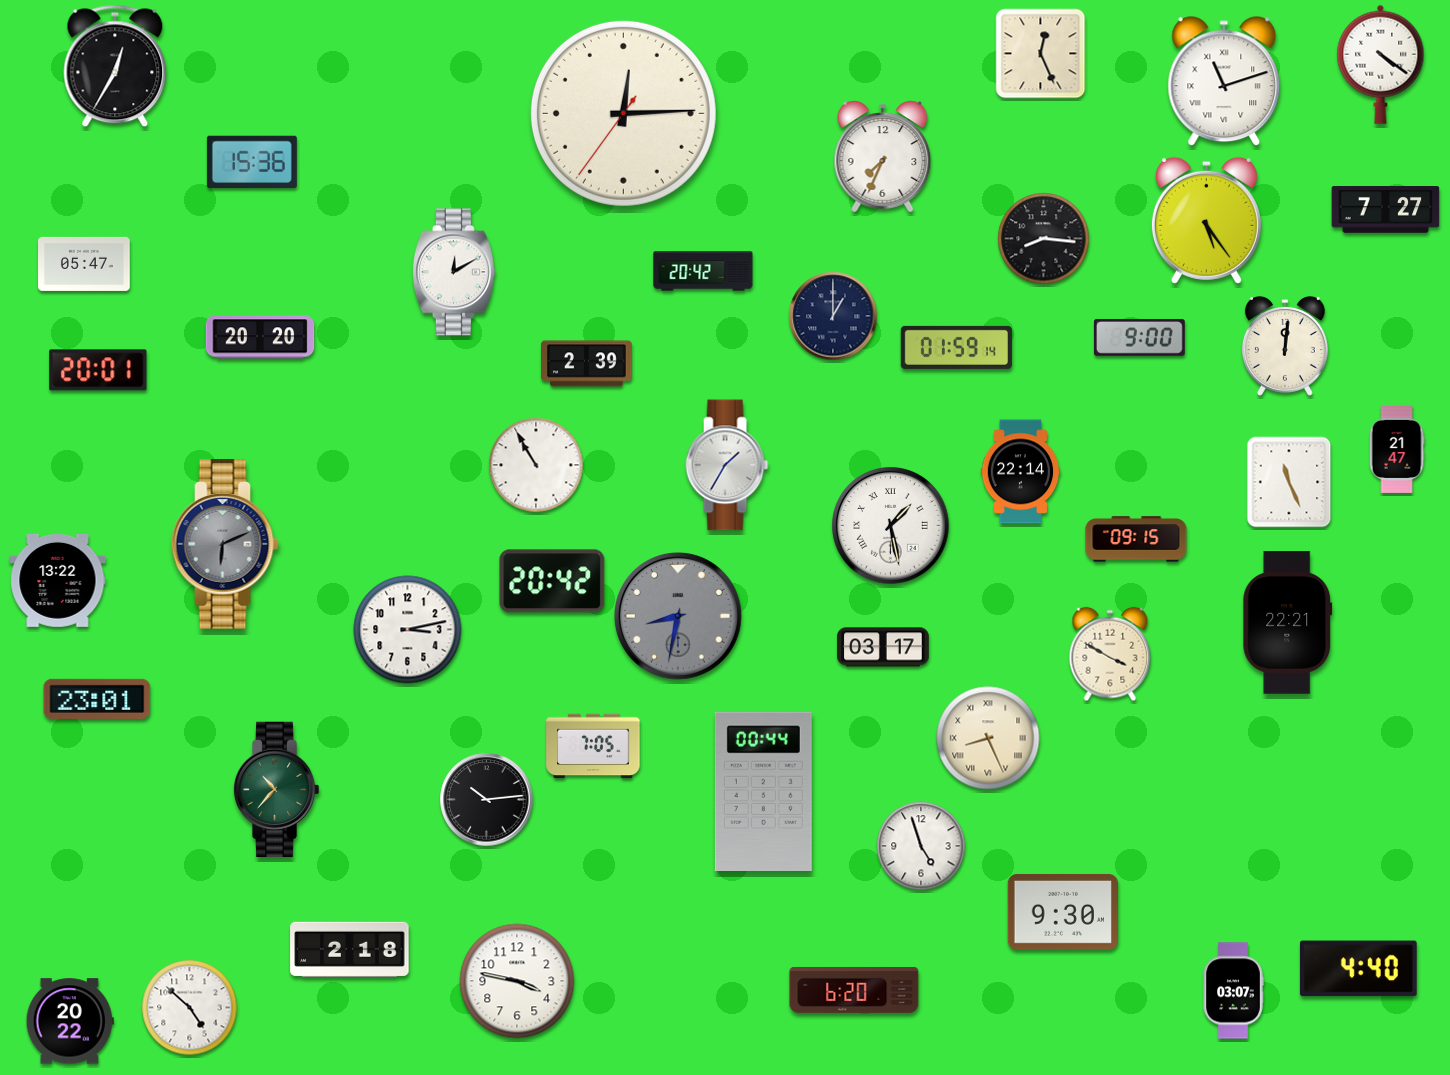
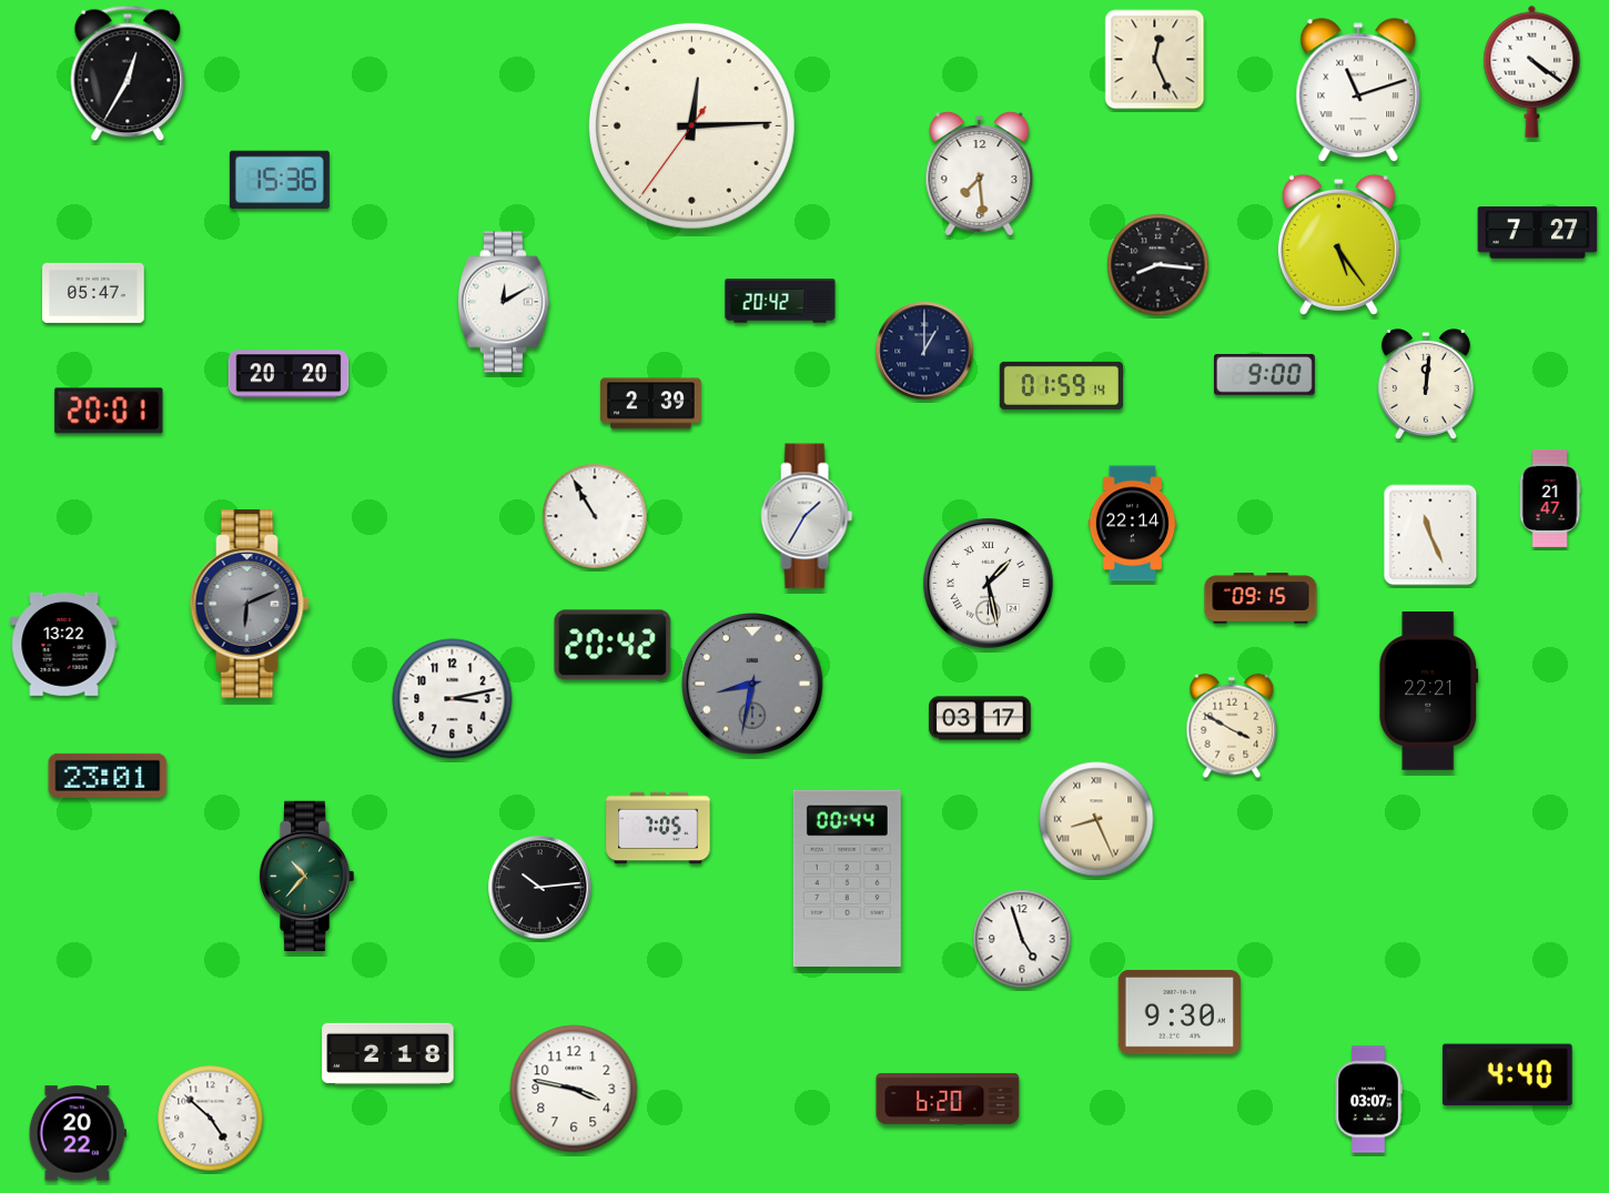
clock at (883, 157): 7:34 -> 7:29
